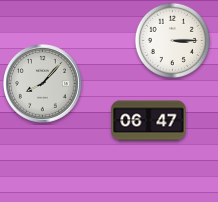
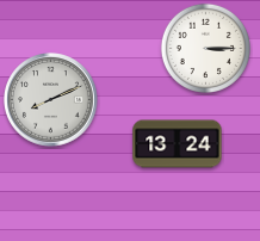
clock at (43, 84): 8:07 -> 8:11
clock at (149, 121): 06:47 -> 13:24
